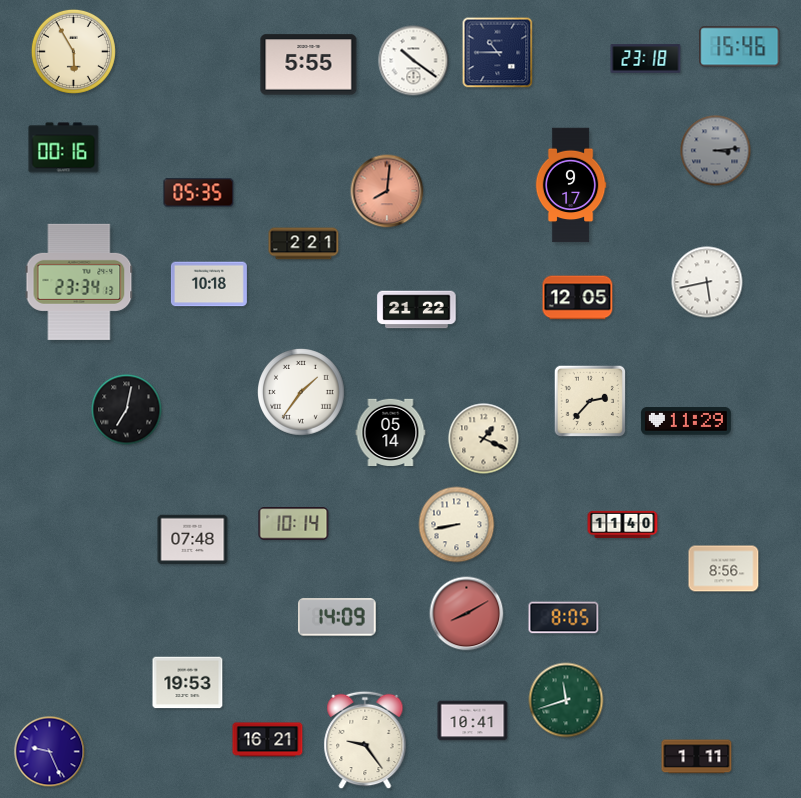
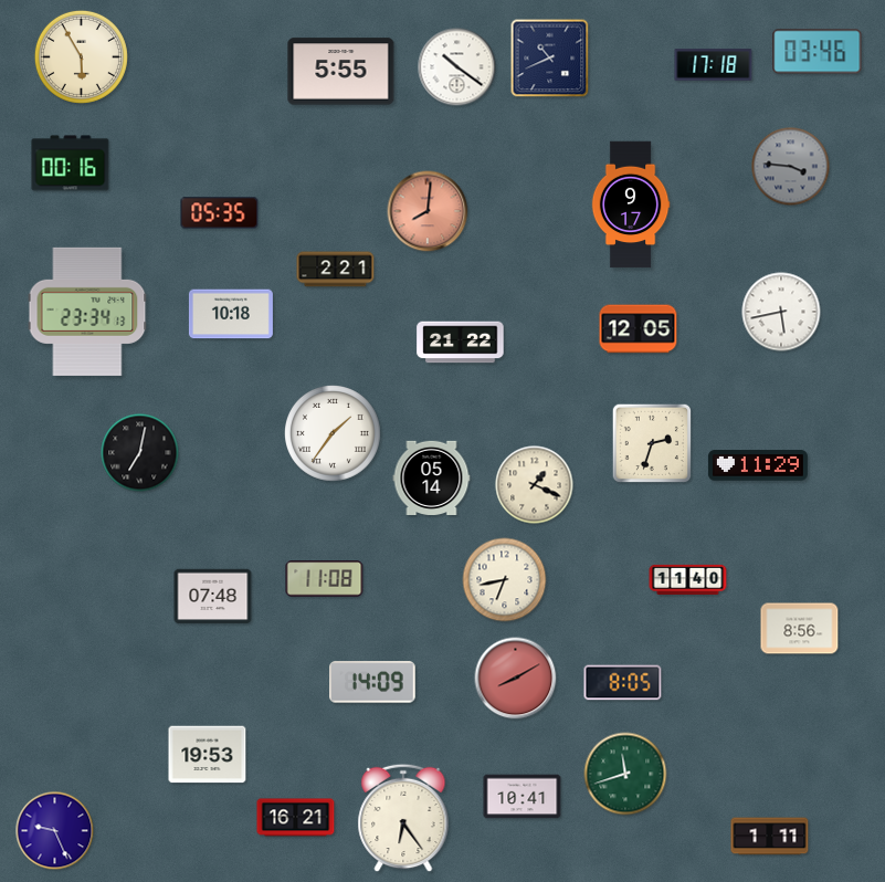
clock at (740, 47): 15:46 -> 03:46
clock at (498, 53): 10:45 -> 10:41
clock at (646, 59): 23:18 -> 17:18
clock at (716, 151): 3:14 -> 3:46
clock at (590, 401): 2:37 -> 2:33
clock at (294, 524): 10:14 -> 11:08
clock at (457, 525): 8:43 -> 6:43
clock at (365, 740): 9:24 -> 6:24
